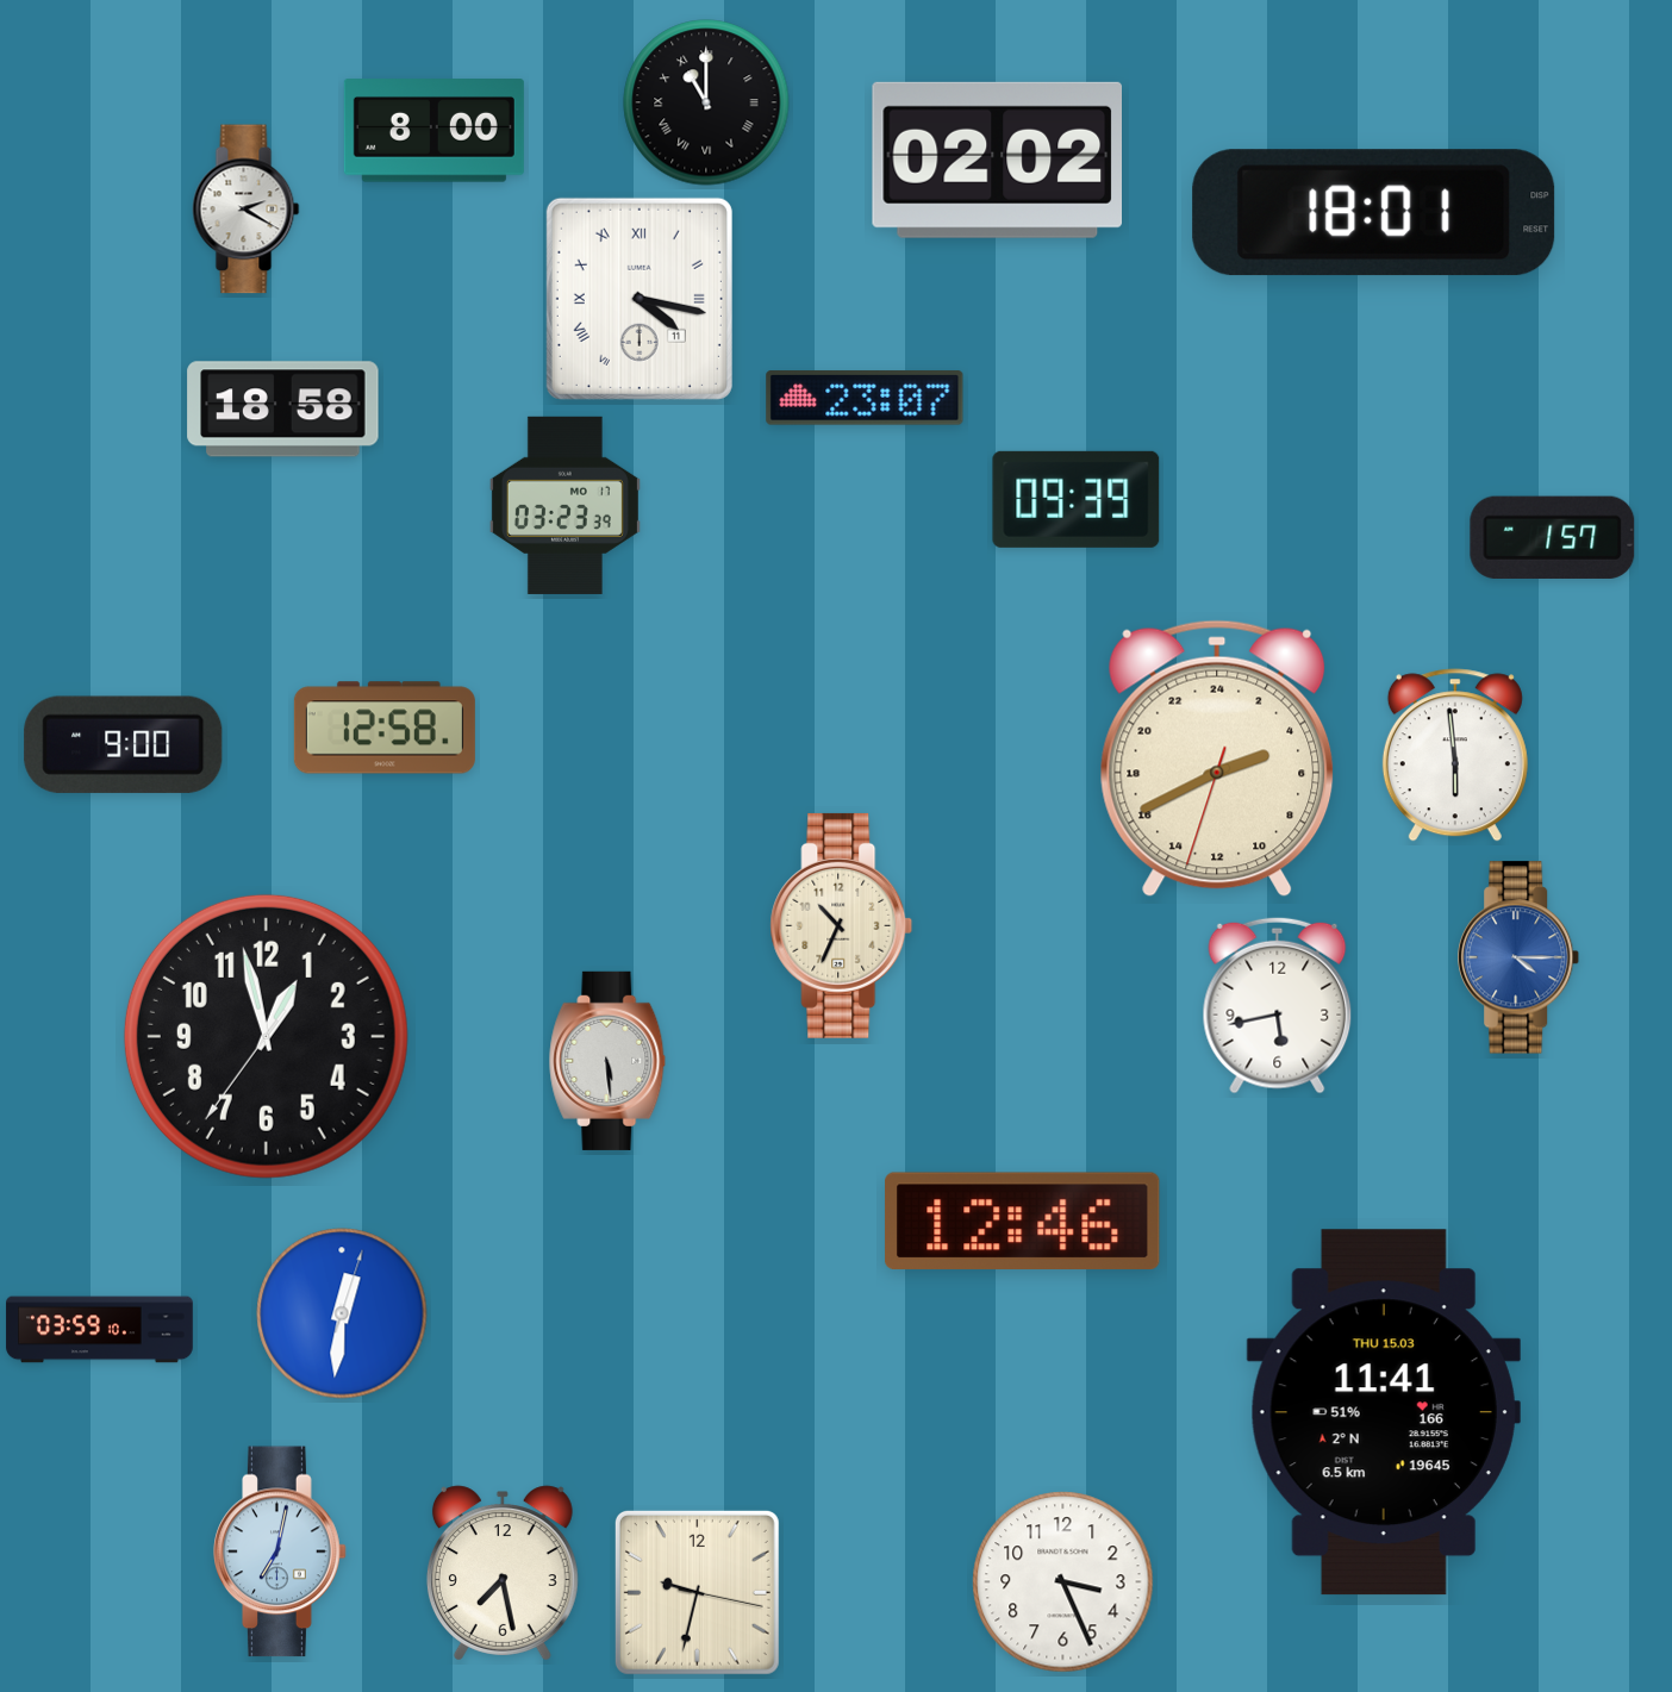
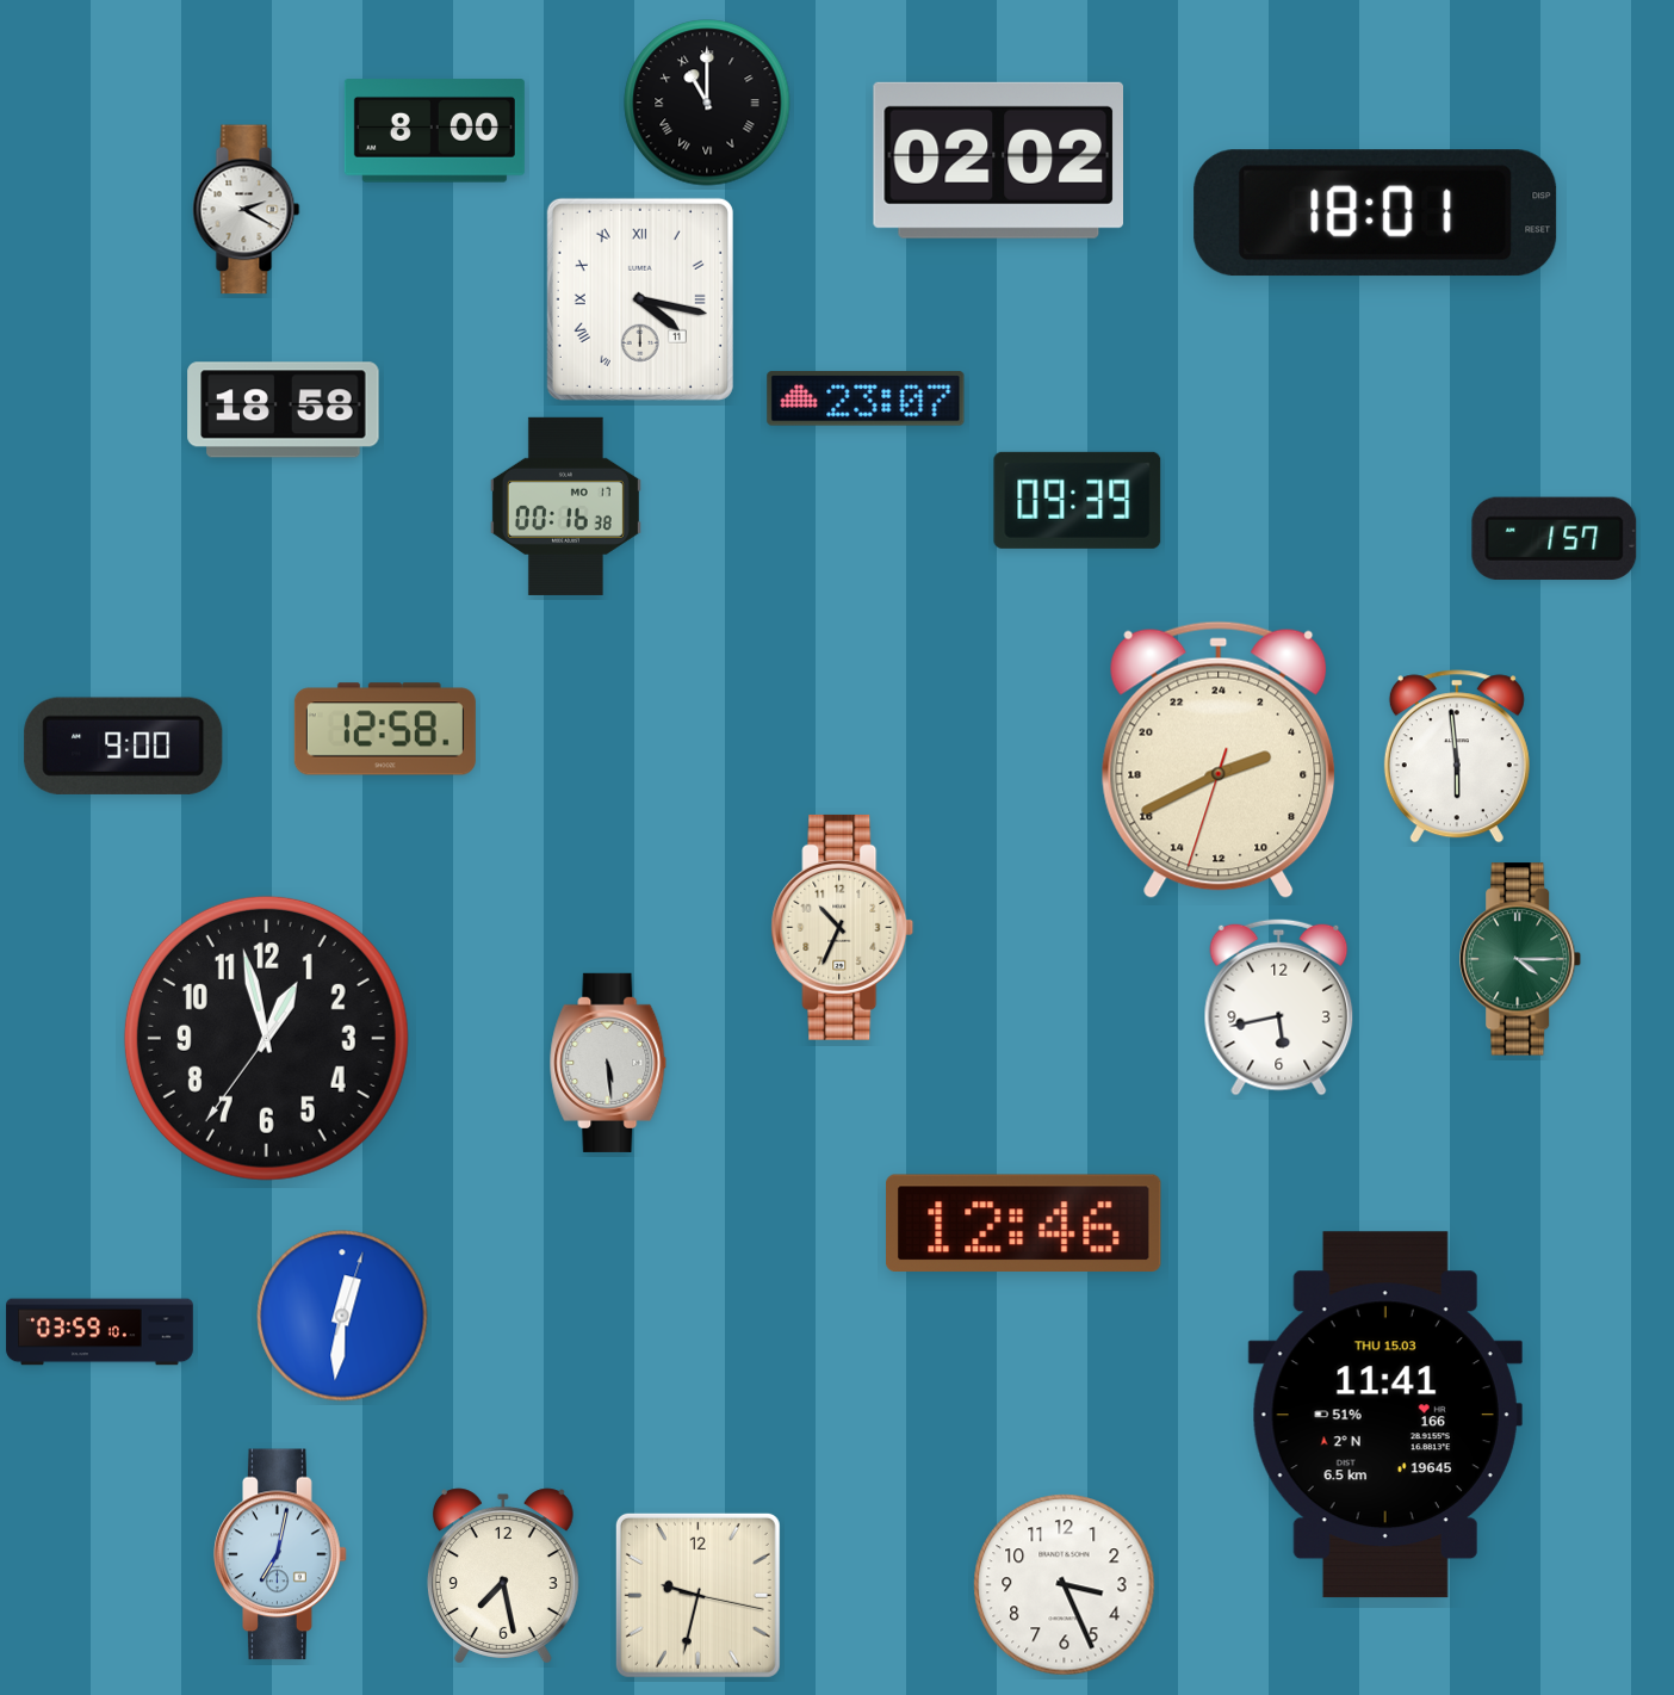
clock at (564, 505): 03:23 -> 00:16
clock at (1520, 957) dial: blue -> green
